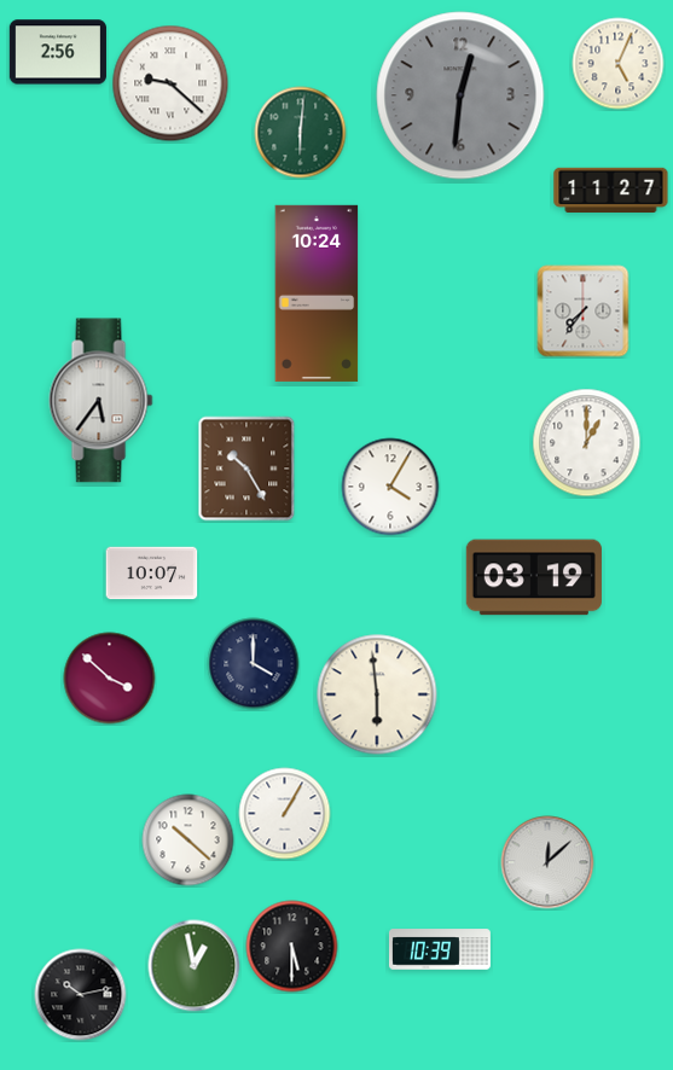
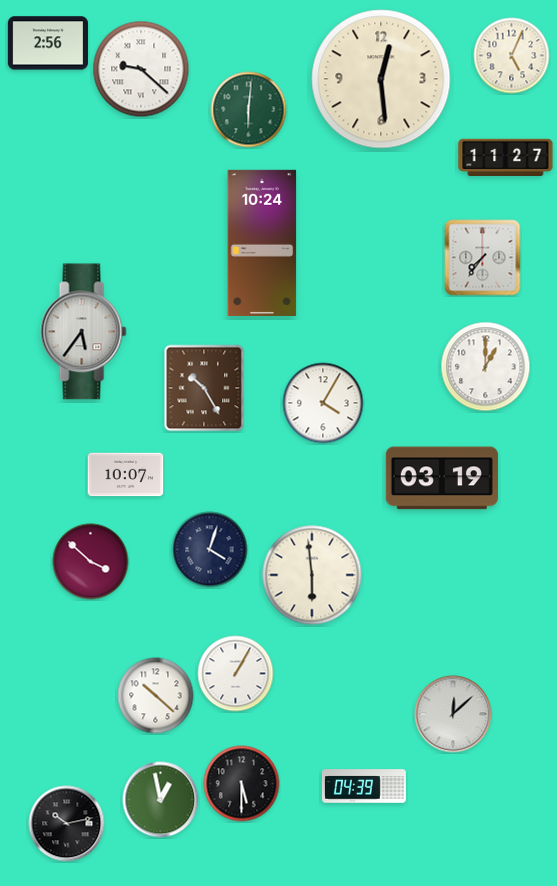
clock at (619, 64) position: (619, 64) -> (512, 56)
clock at (460, 95): 12:31 -> 12:29
clock at (460, 95) dial: grey -> cream
clock at (254, 664): 4:00 -> 4:03
clock at (440, 949): 10:39 -> 04:39
